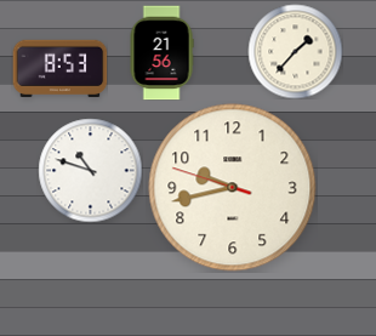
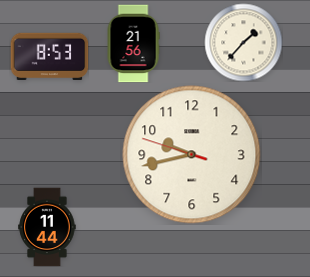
clock at (90, 170): 10:48 -> none
clock at (47, 227): none -> 11:44
